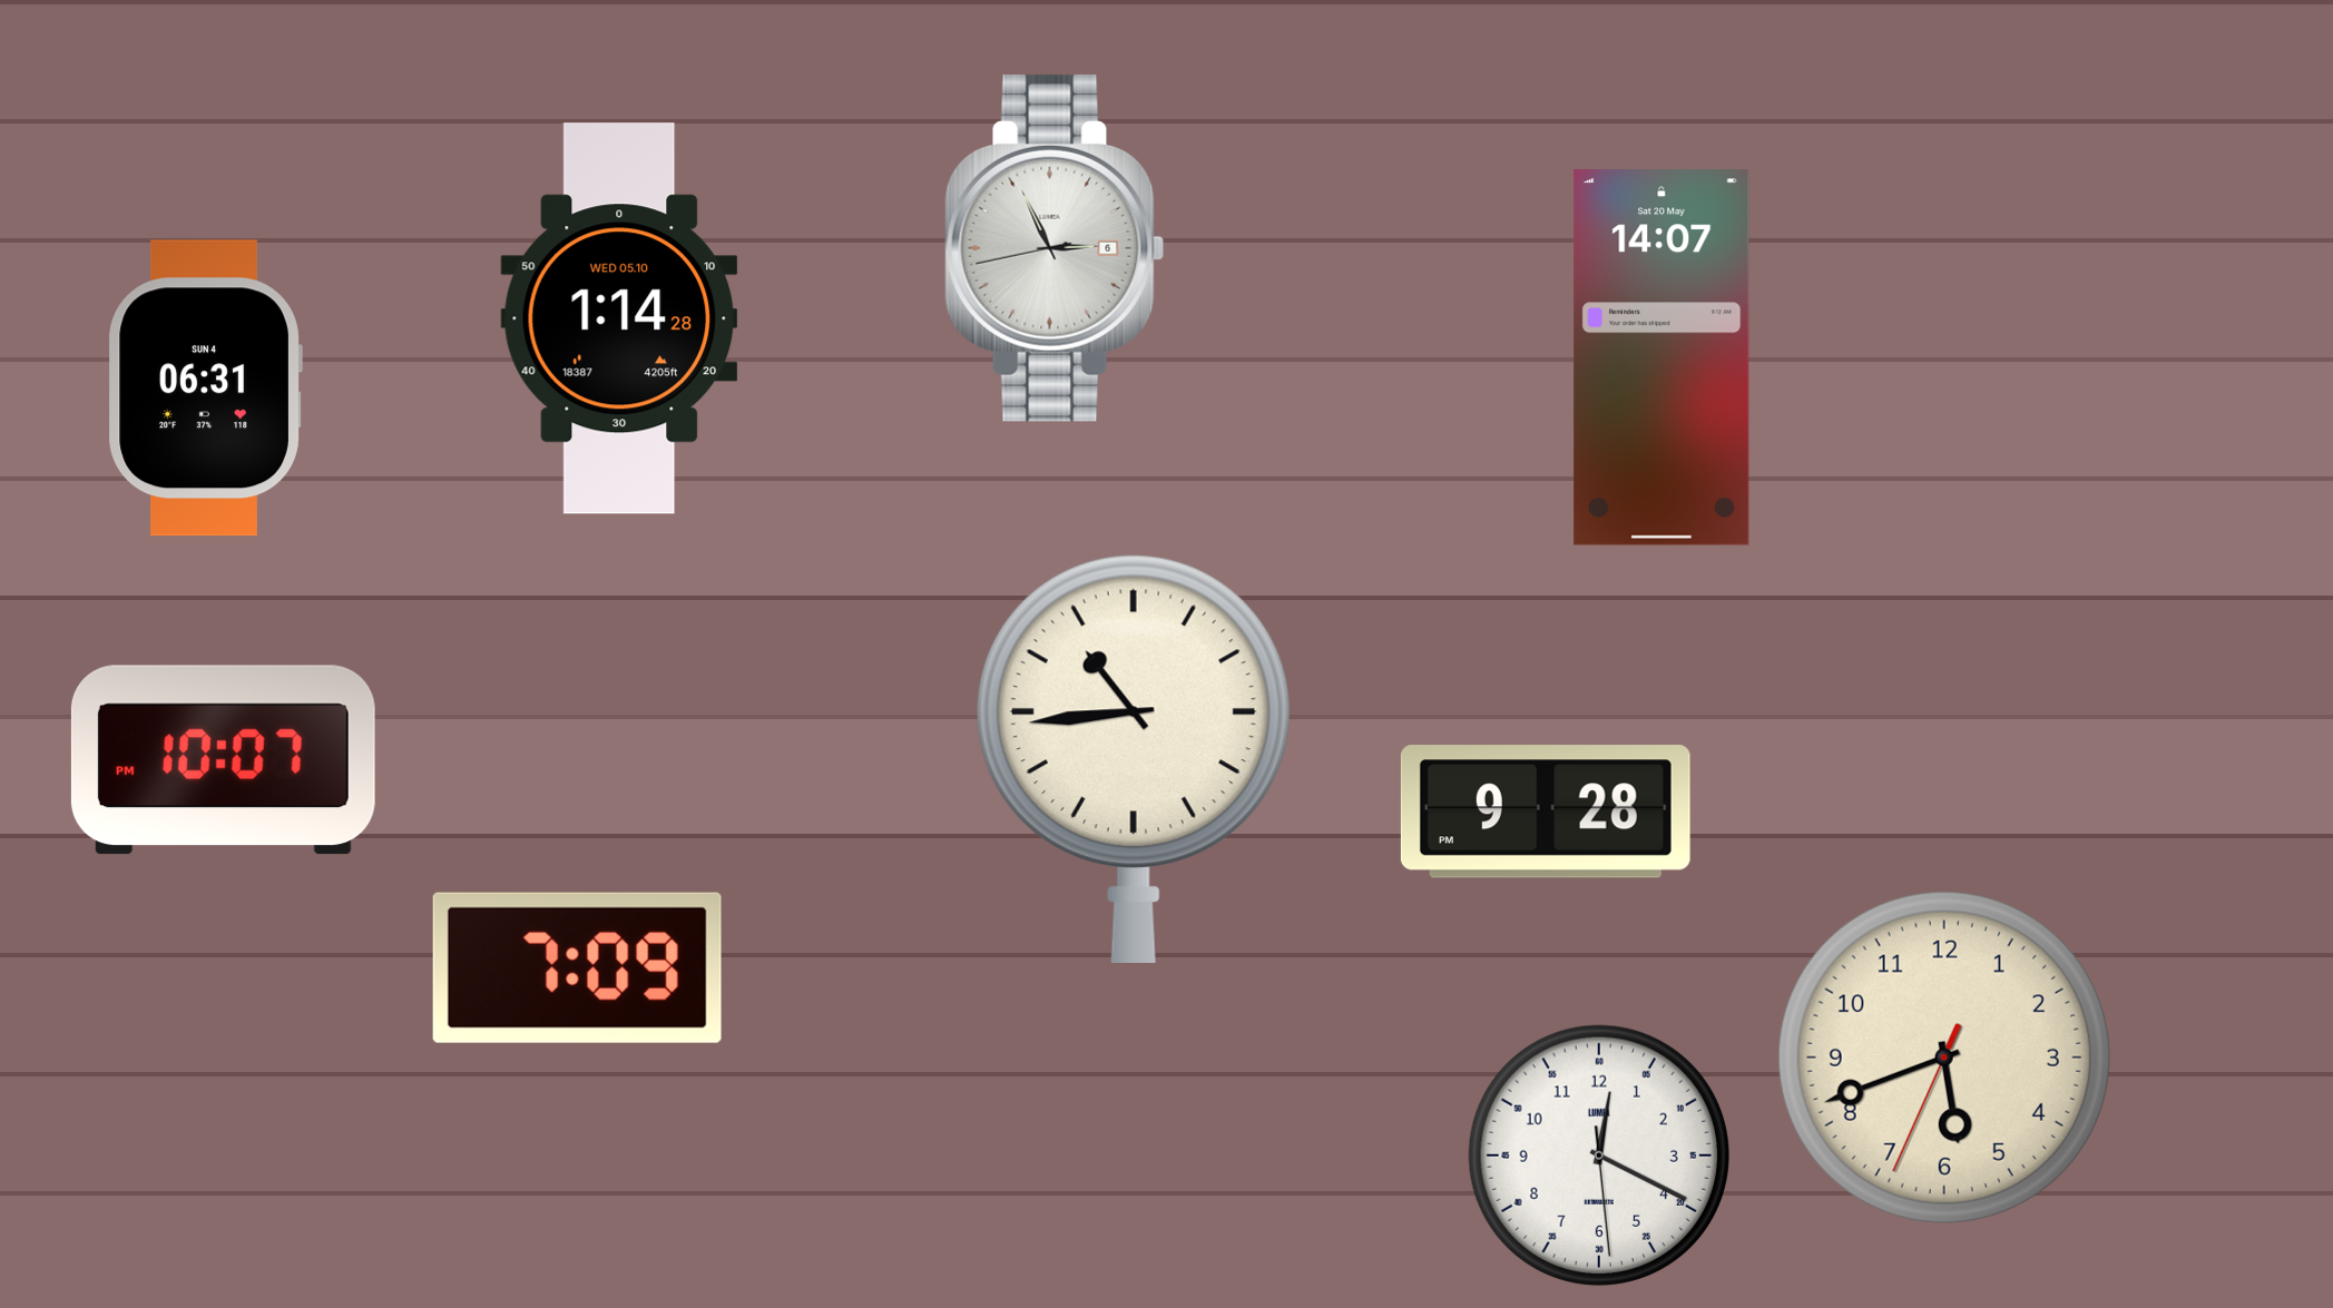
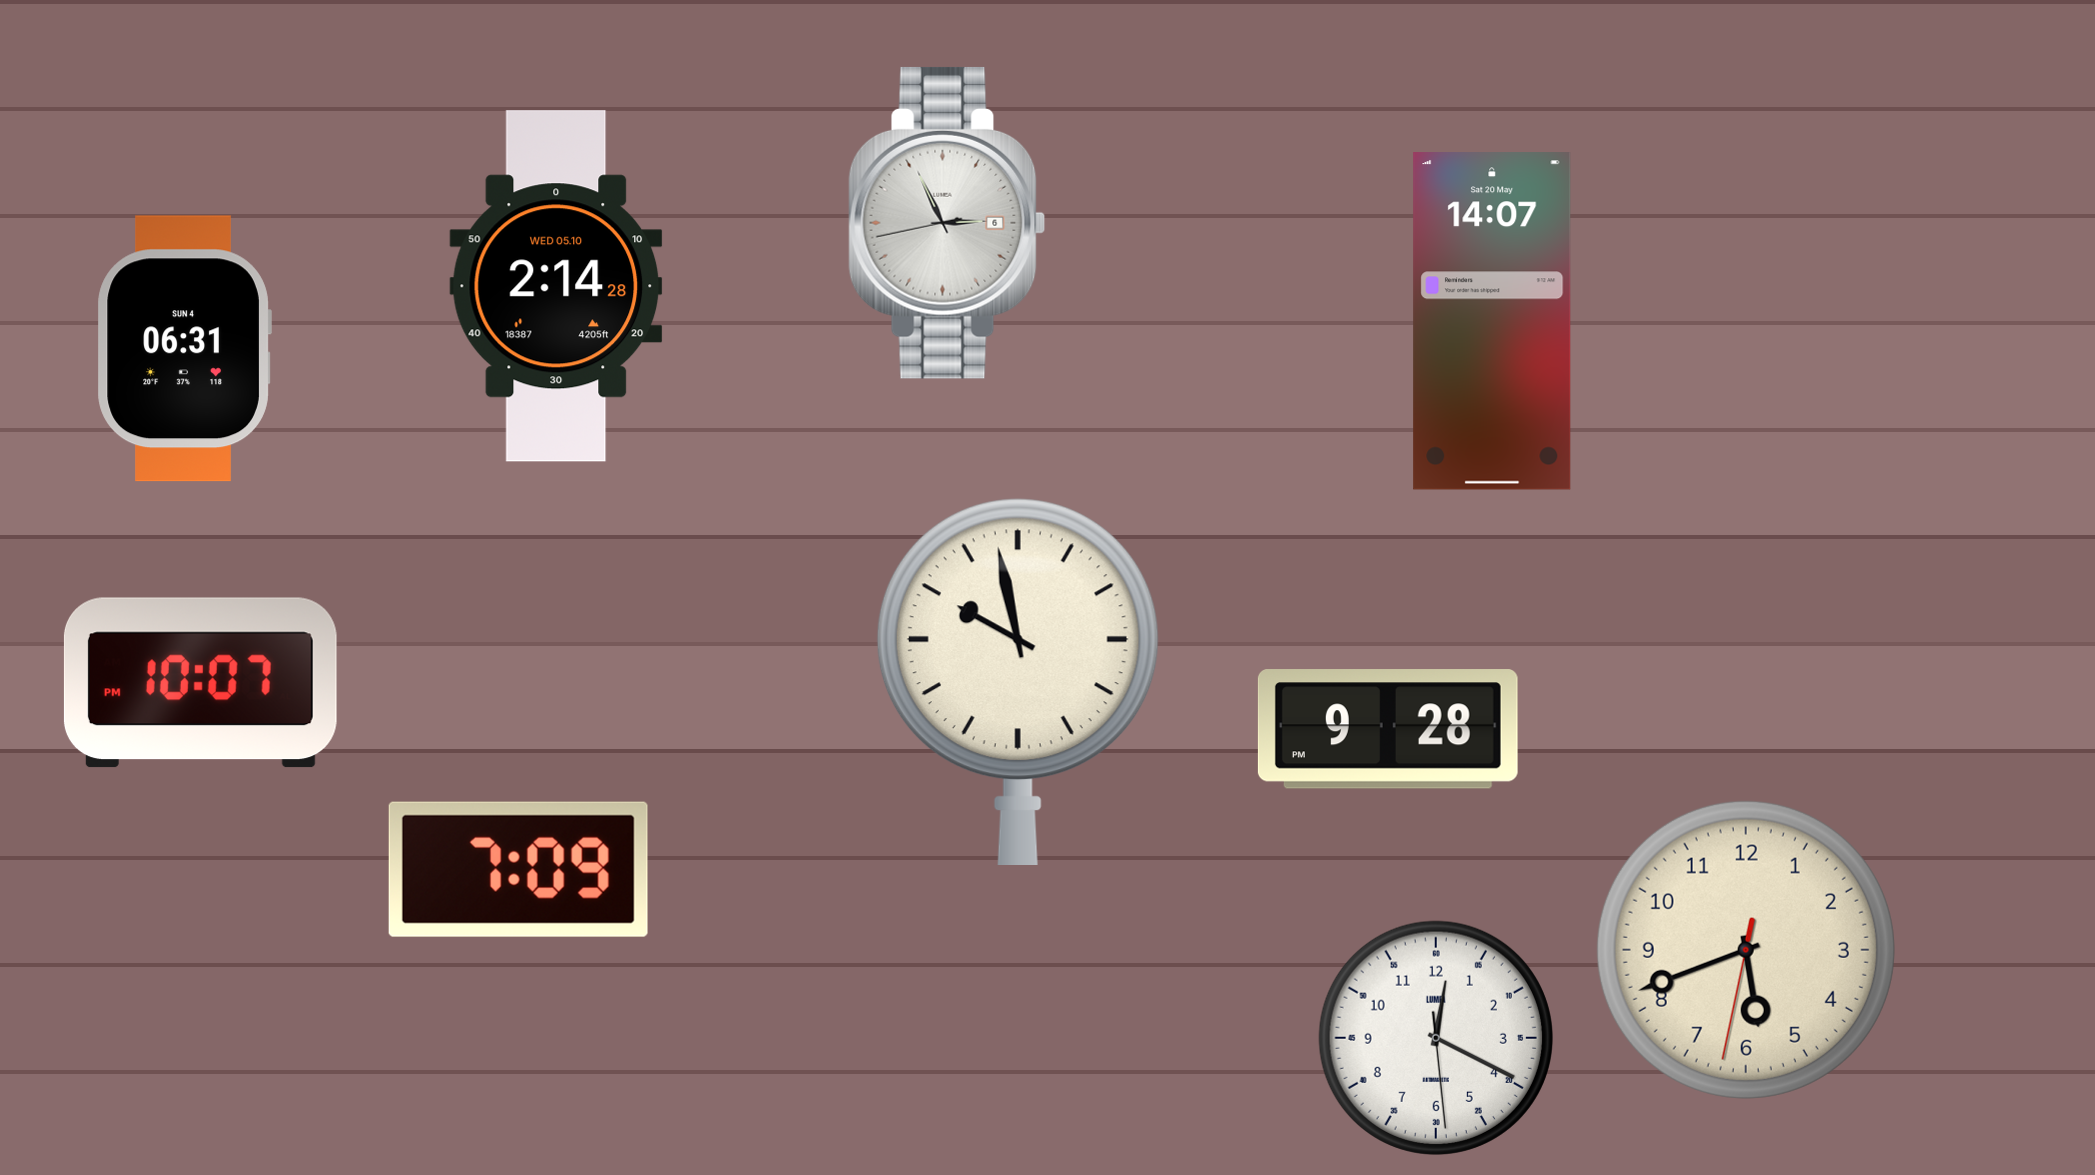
clock at (619, 318): 1:14 -> 2:14
clock at (1134, 758): 10:44 -> 9:58
clock at (1944, 1058): 5:41:34 -> 5:41:32
